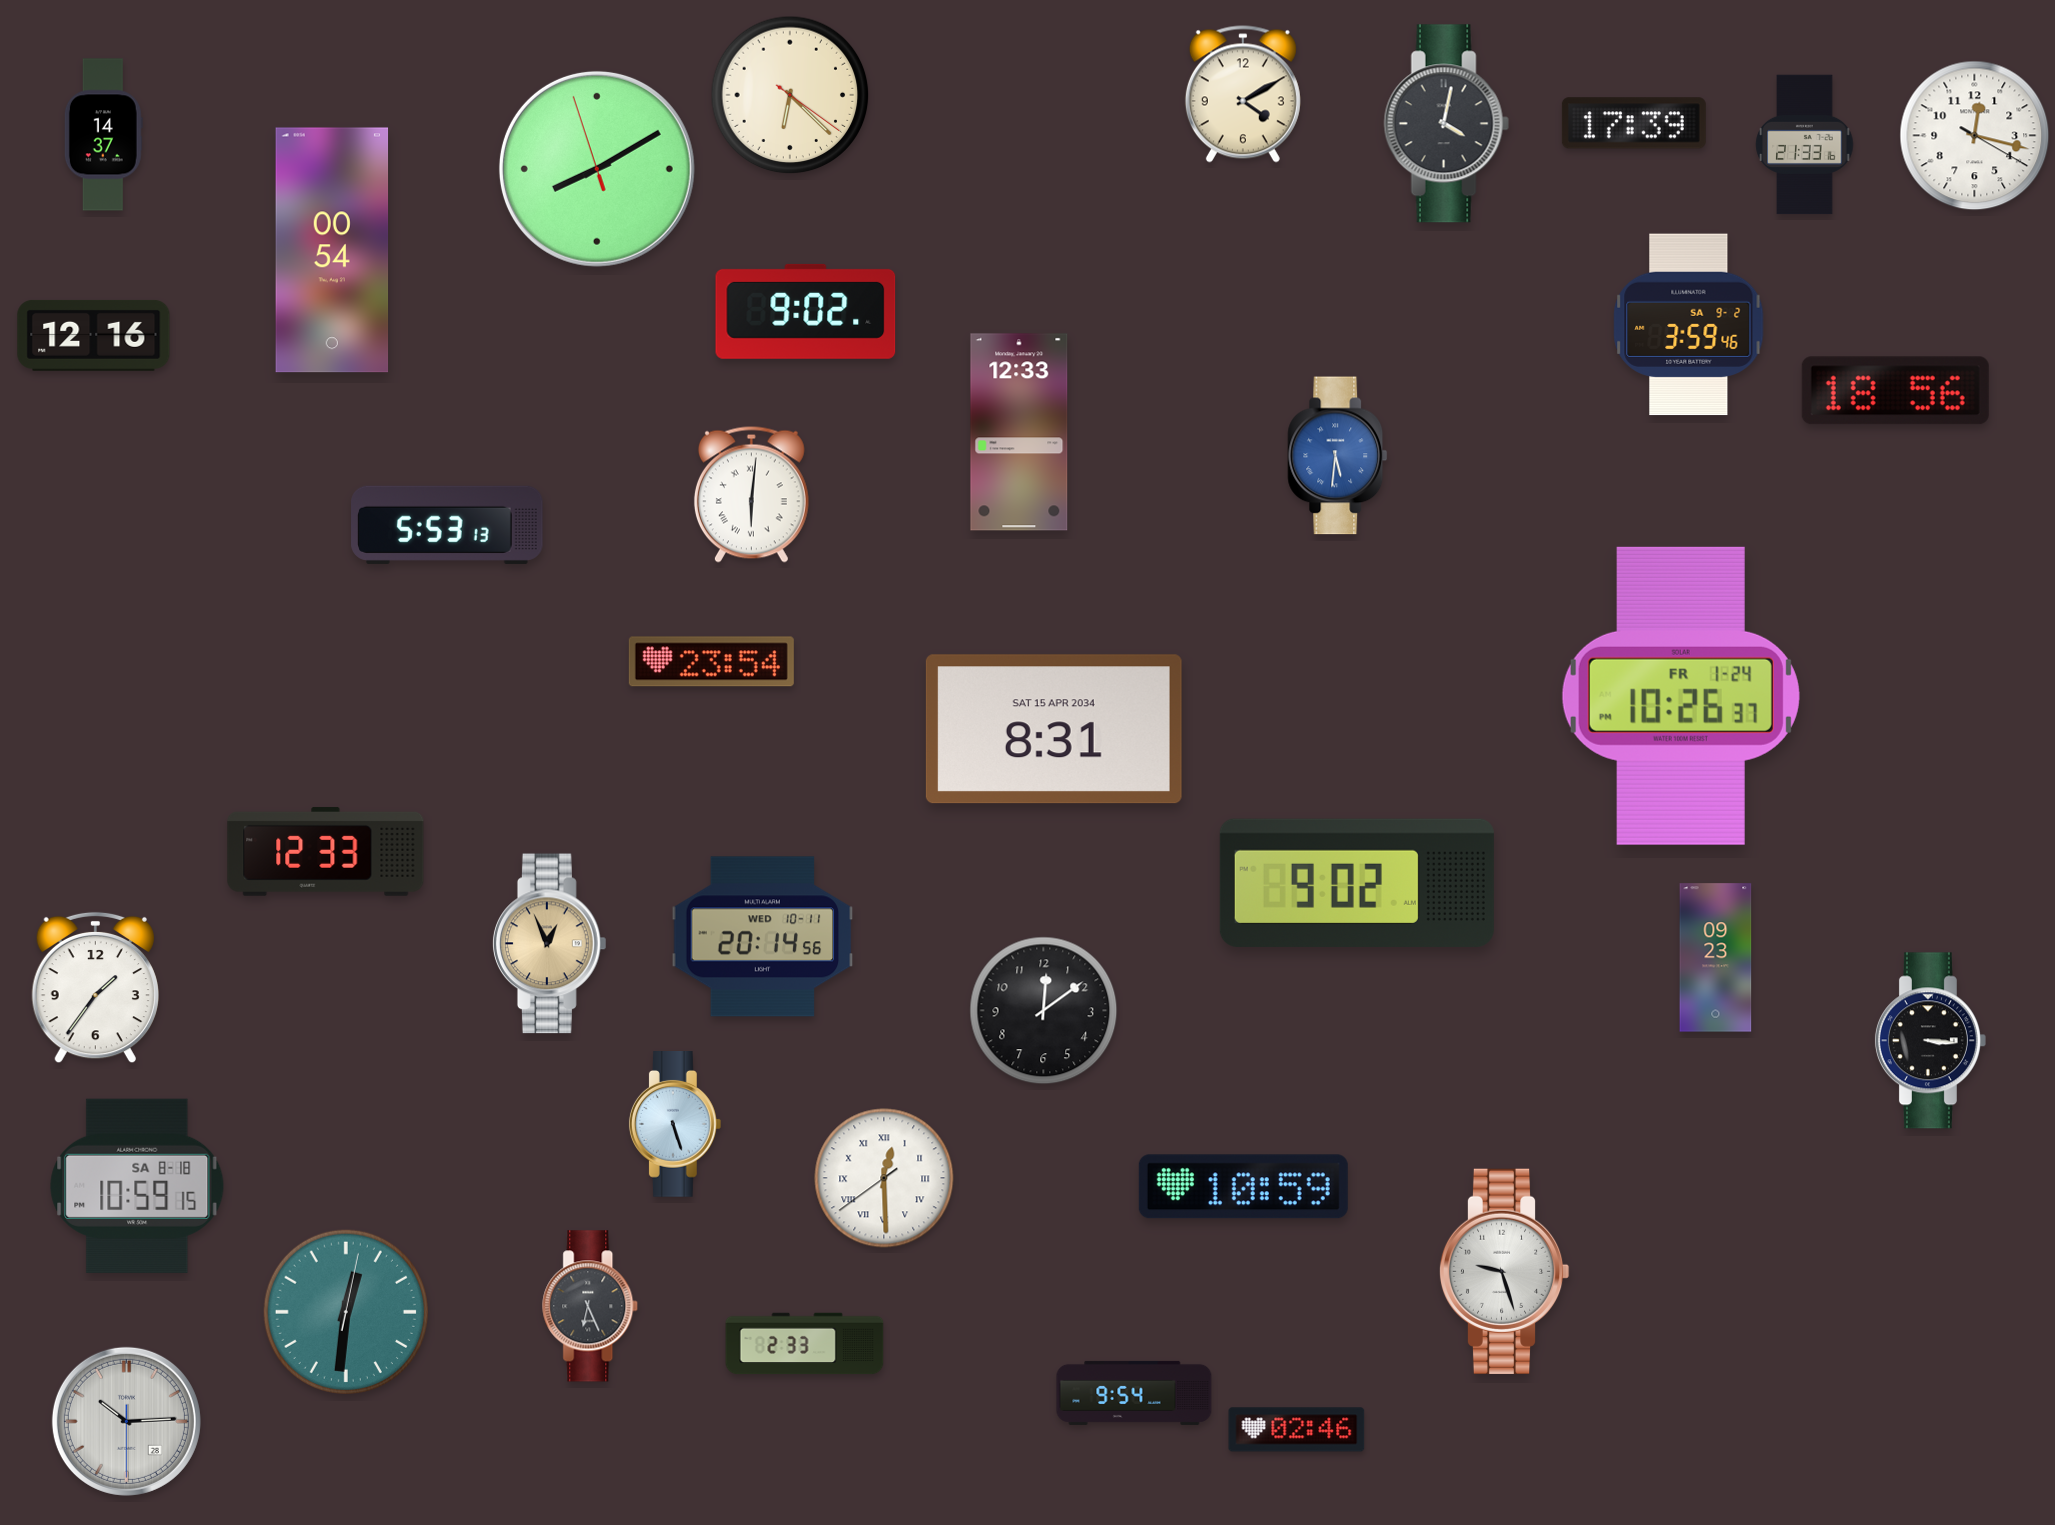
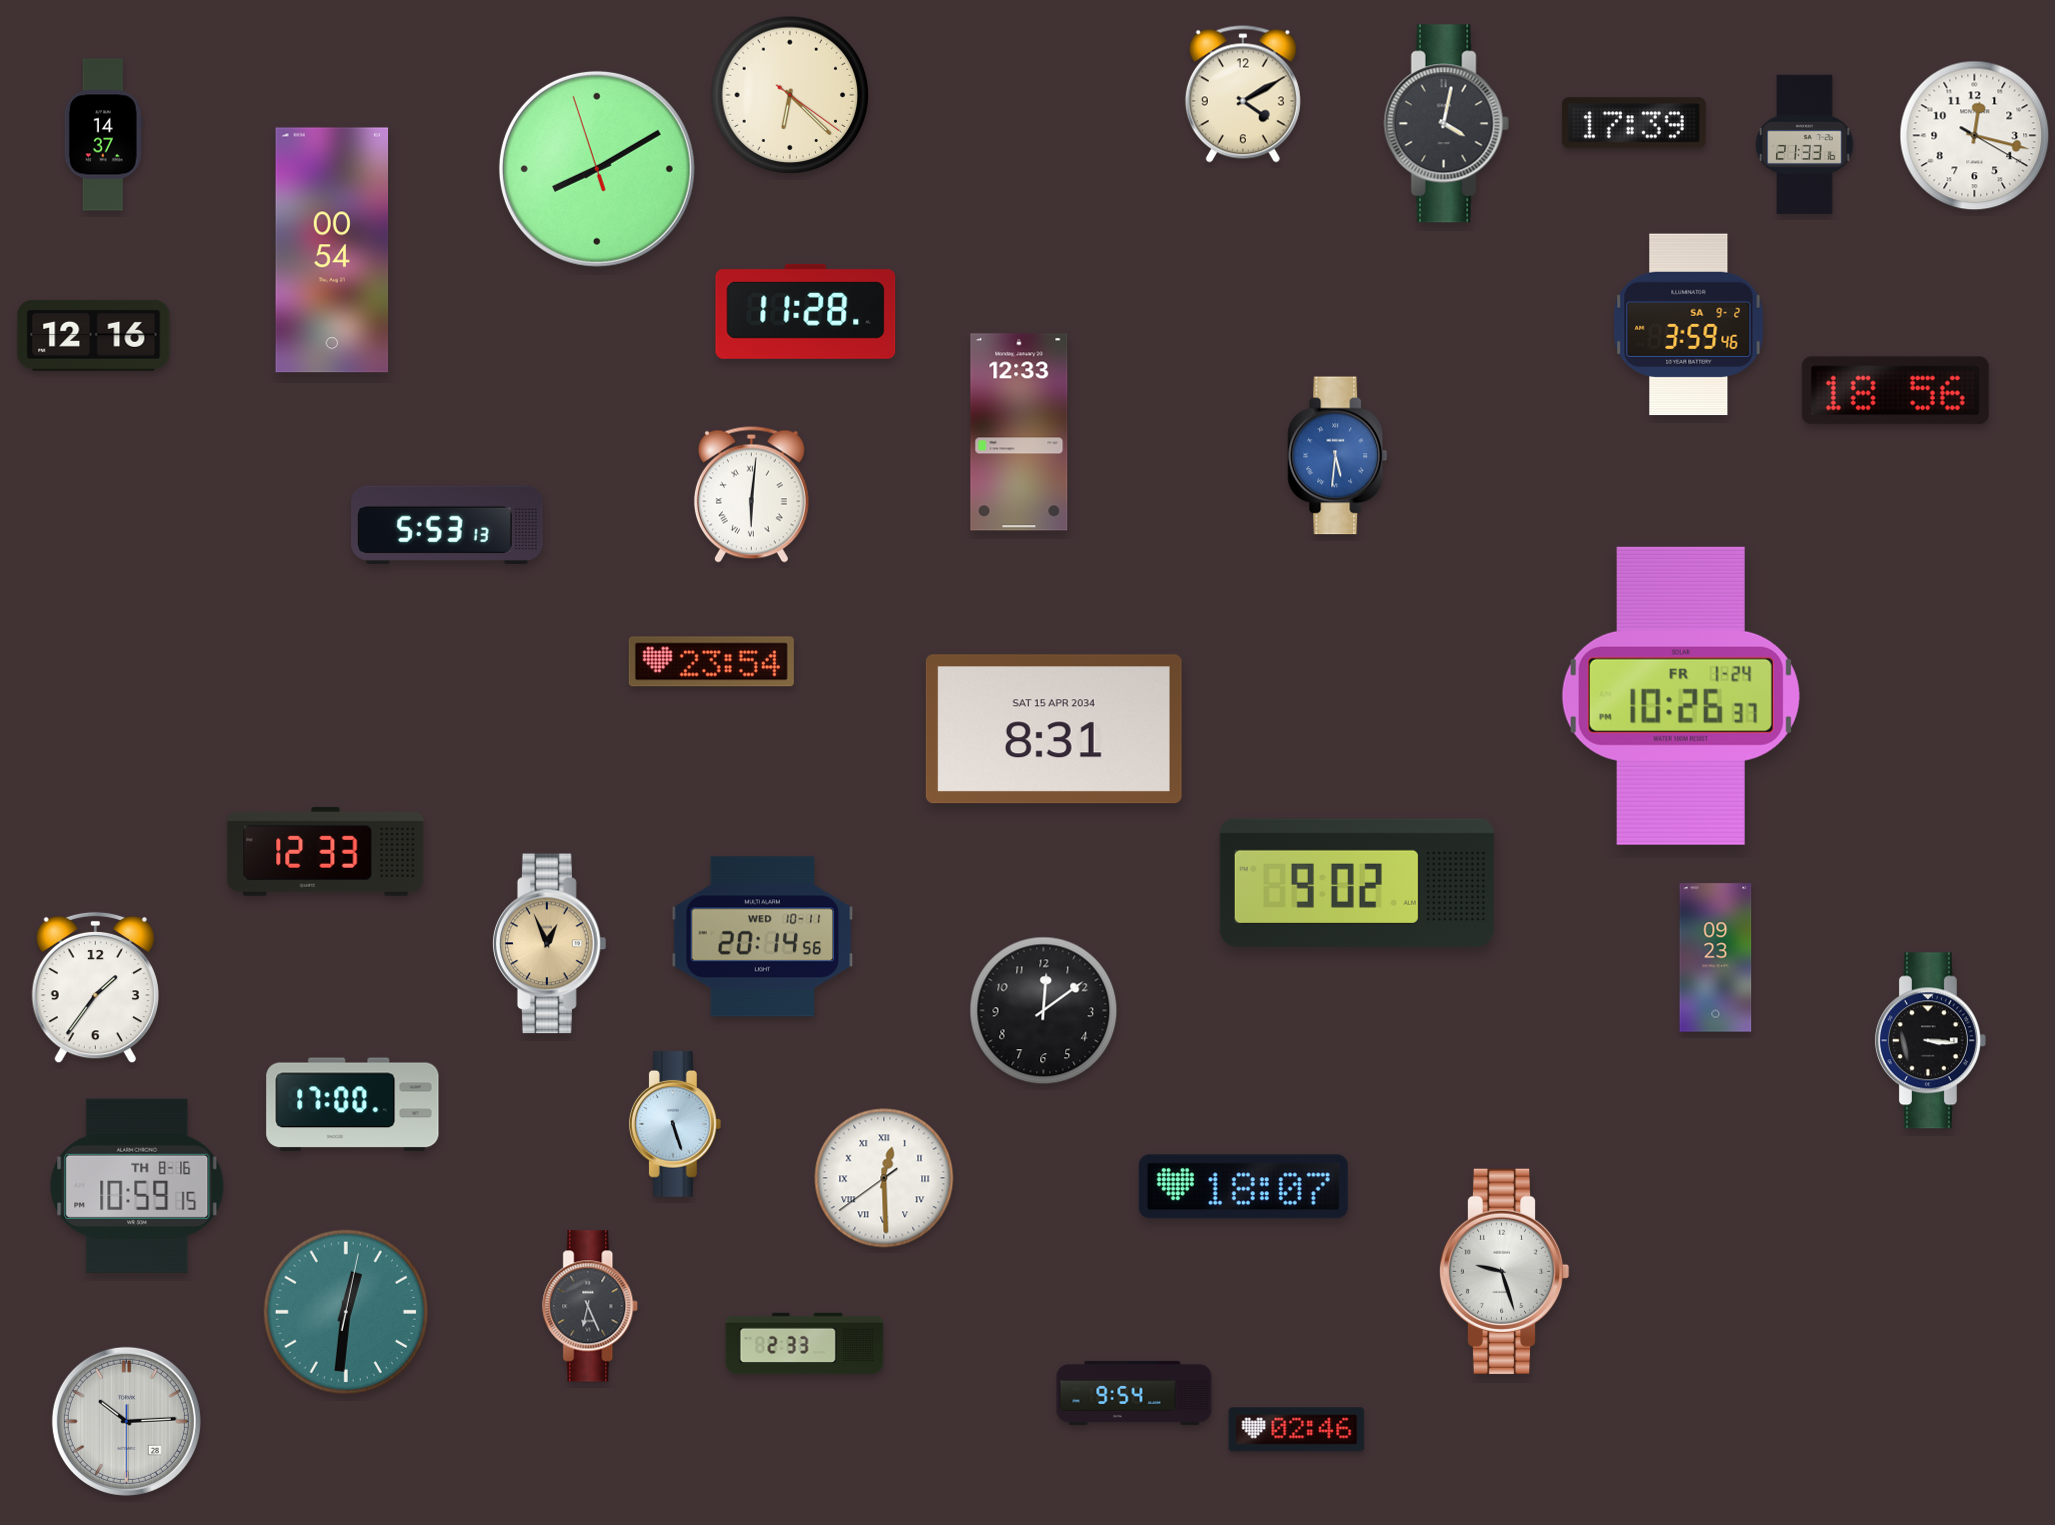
clock at (806, 311): 9:02 -> 11:28
clock at (353, 1105): none -> 17:00
clock at (137, 1186) date: SA 8-18 -> TH 8-16
clock at (1243, 1187): 10:59 -> 18:07
